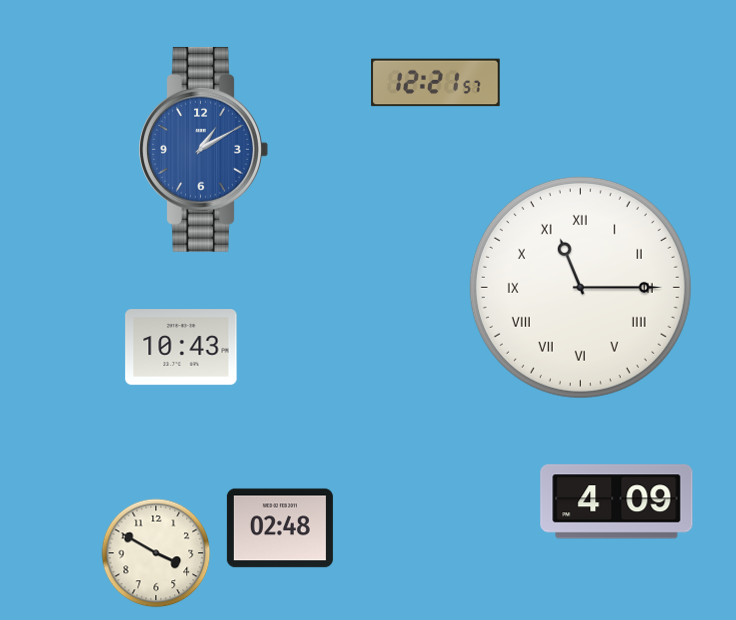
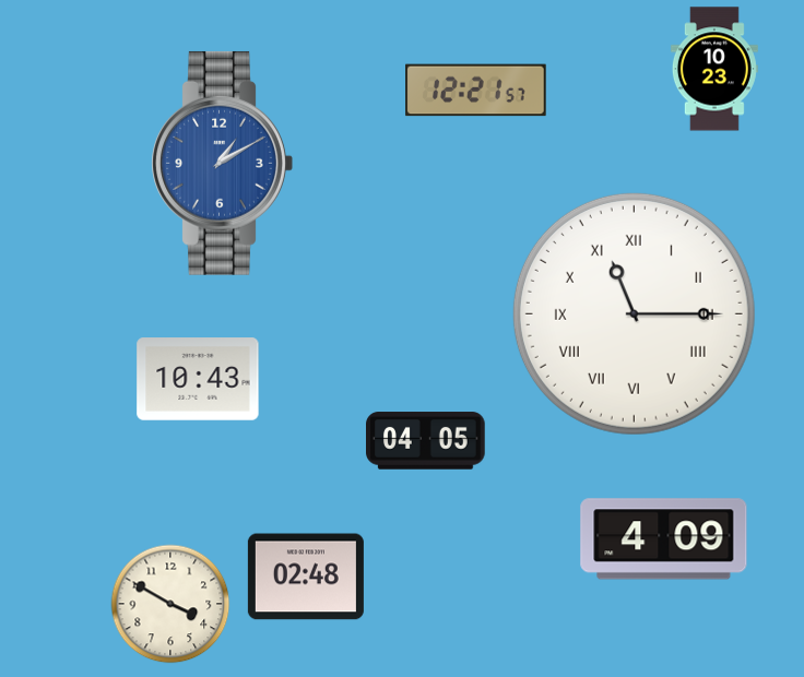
clock at (714, 69): none -> 10:23
clock at (426, 441): none -> 04:05
clock at (617, 502) position: (617, 502) -> (664, 539)
